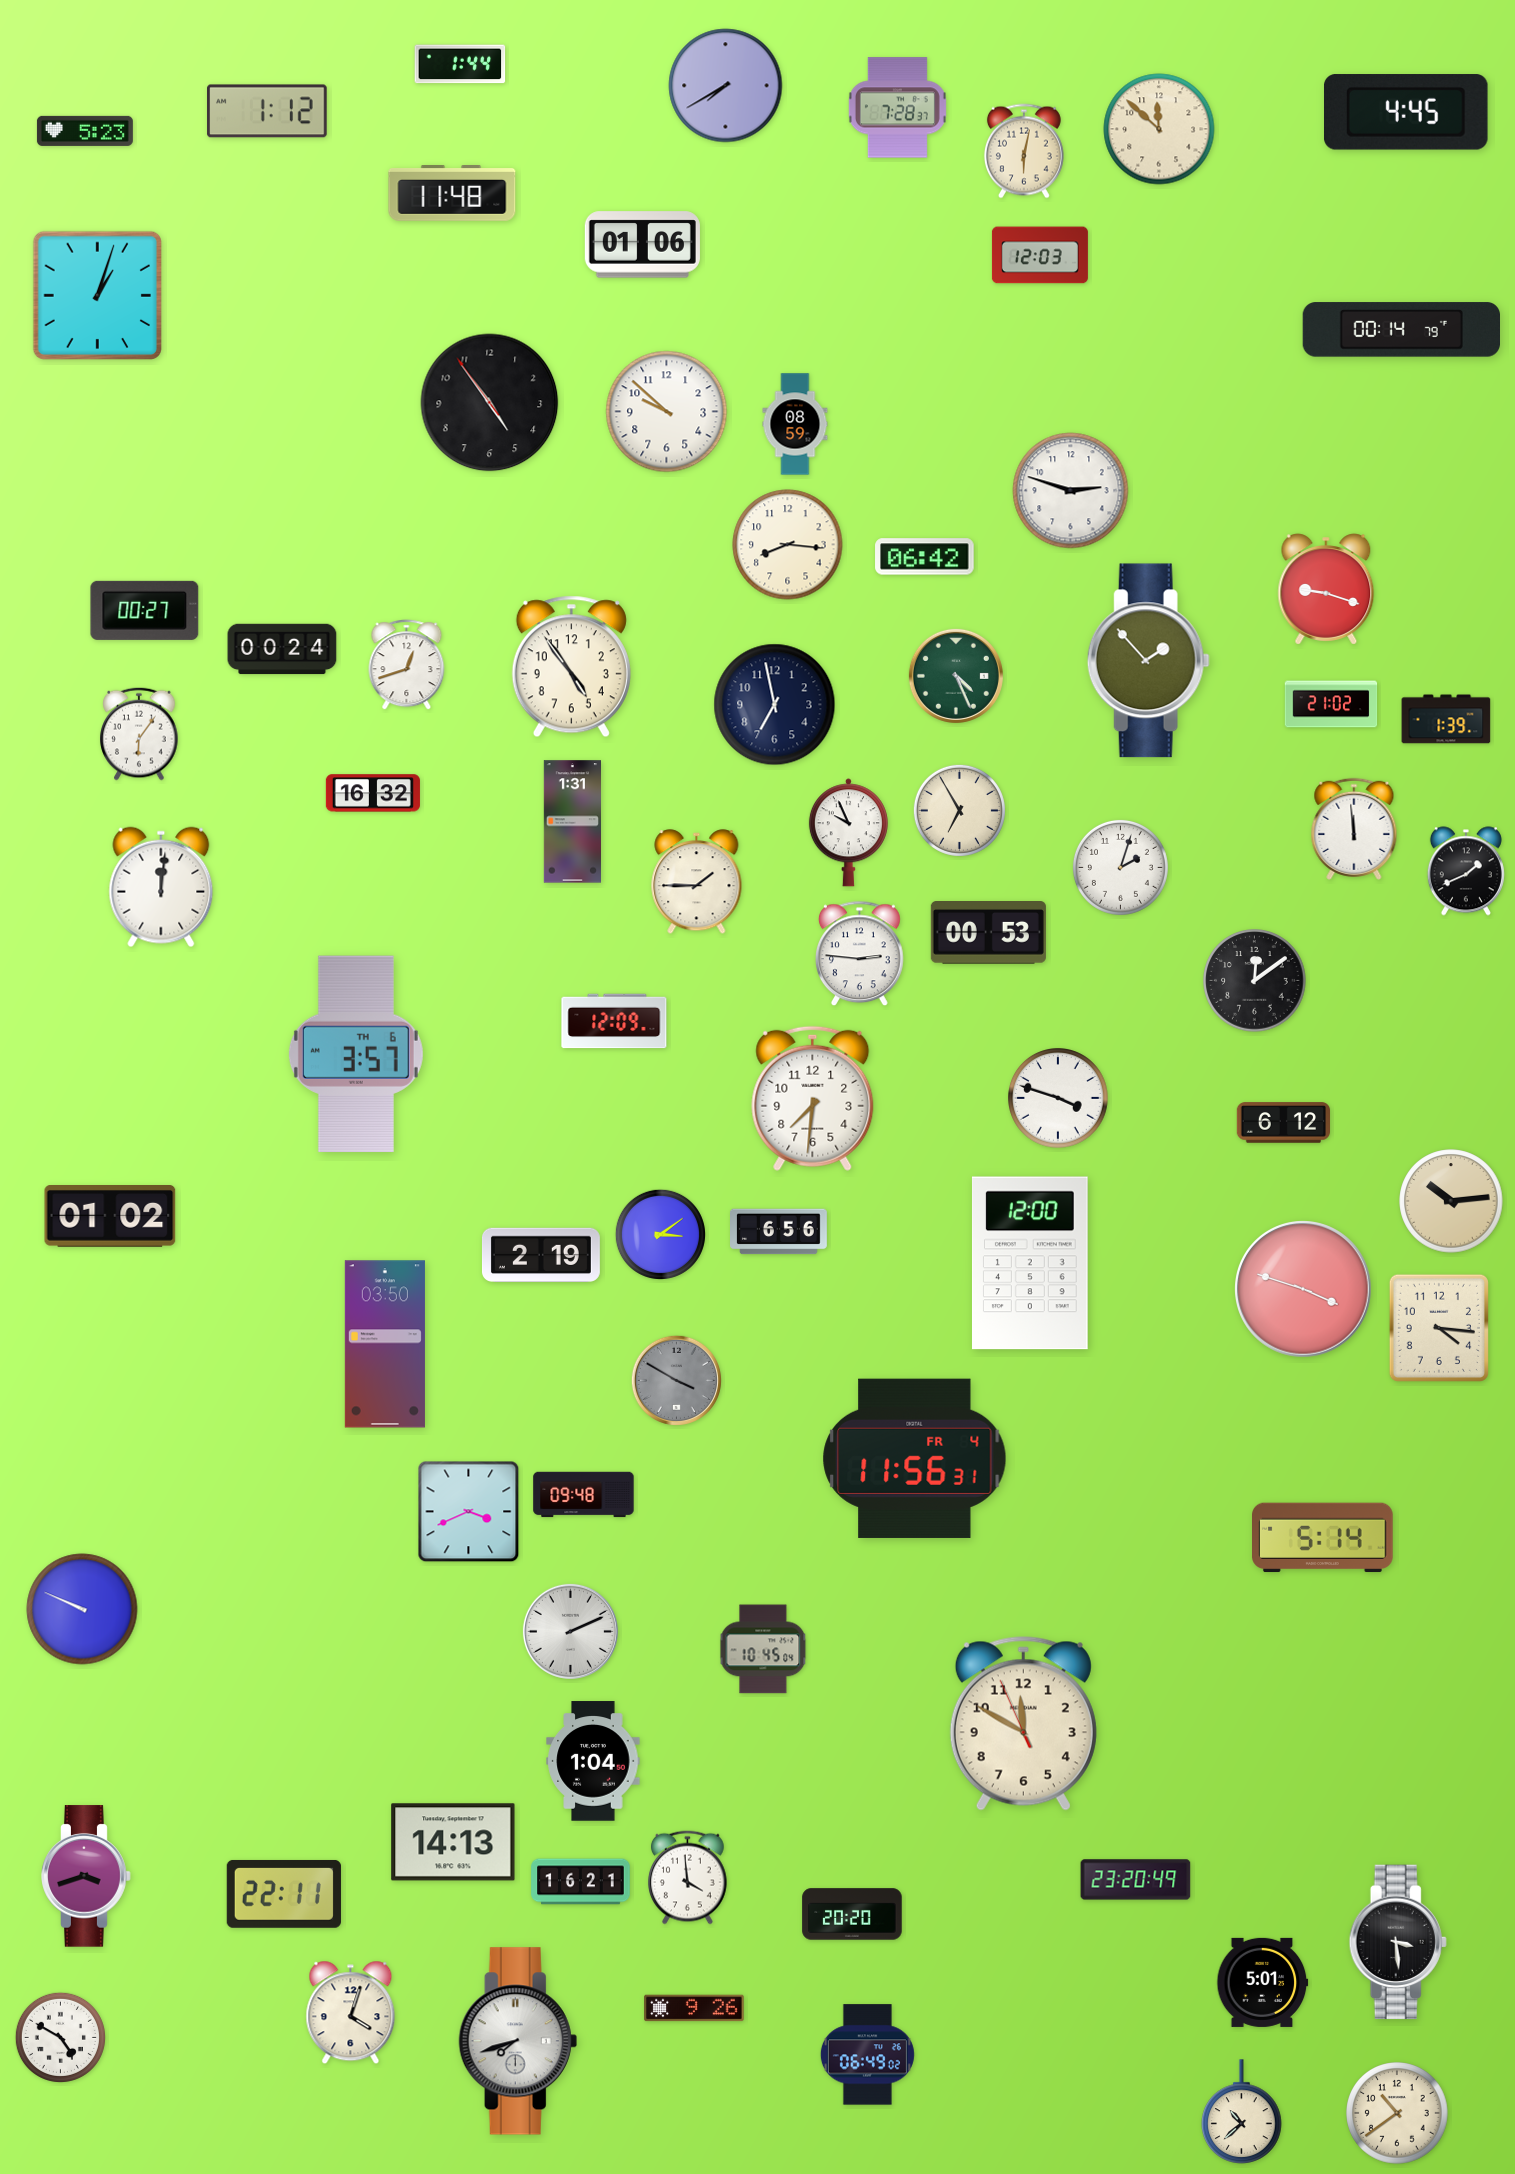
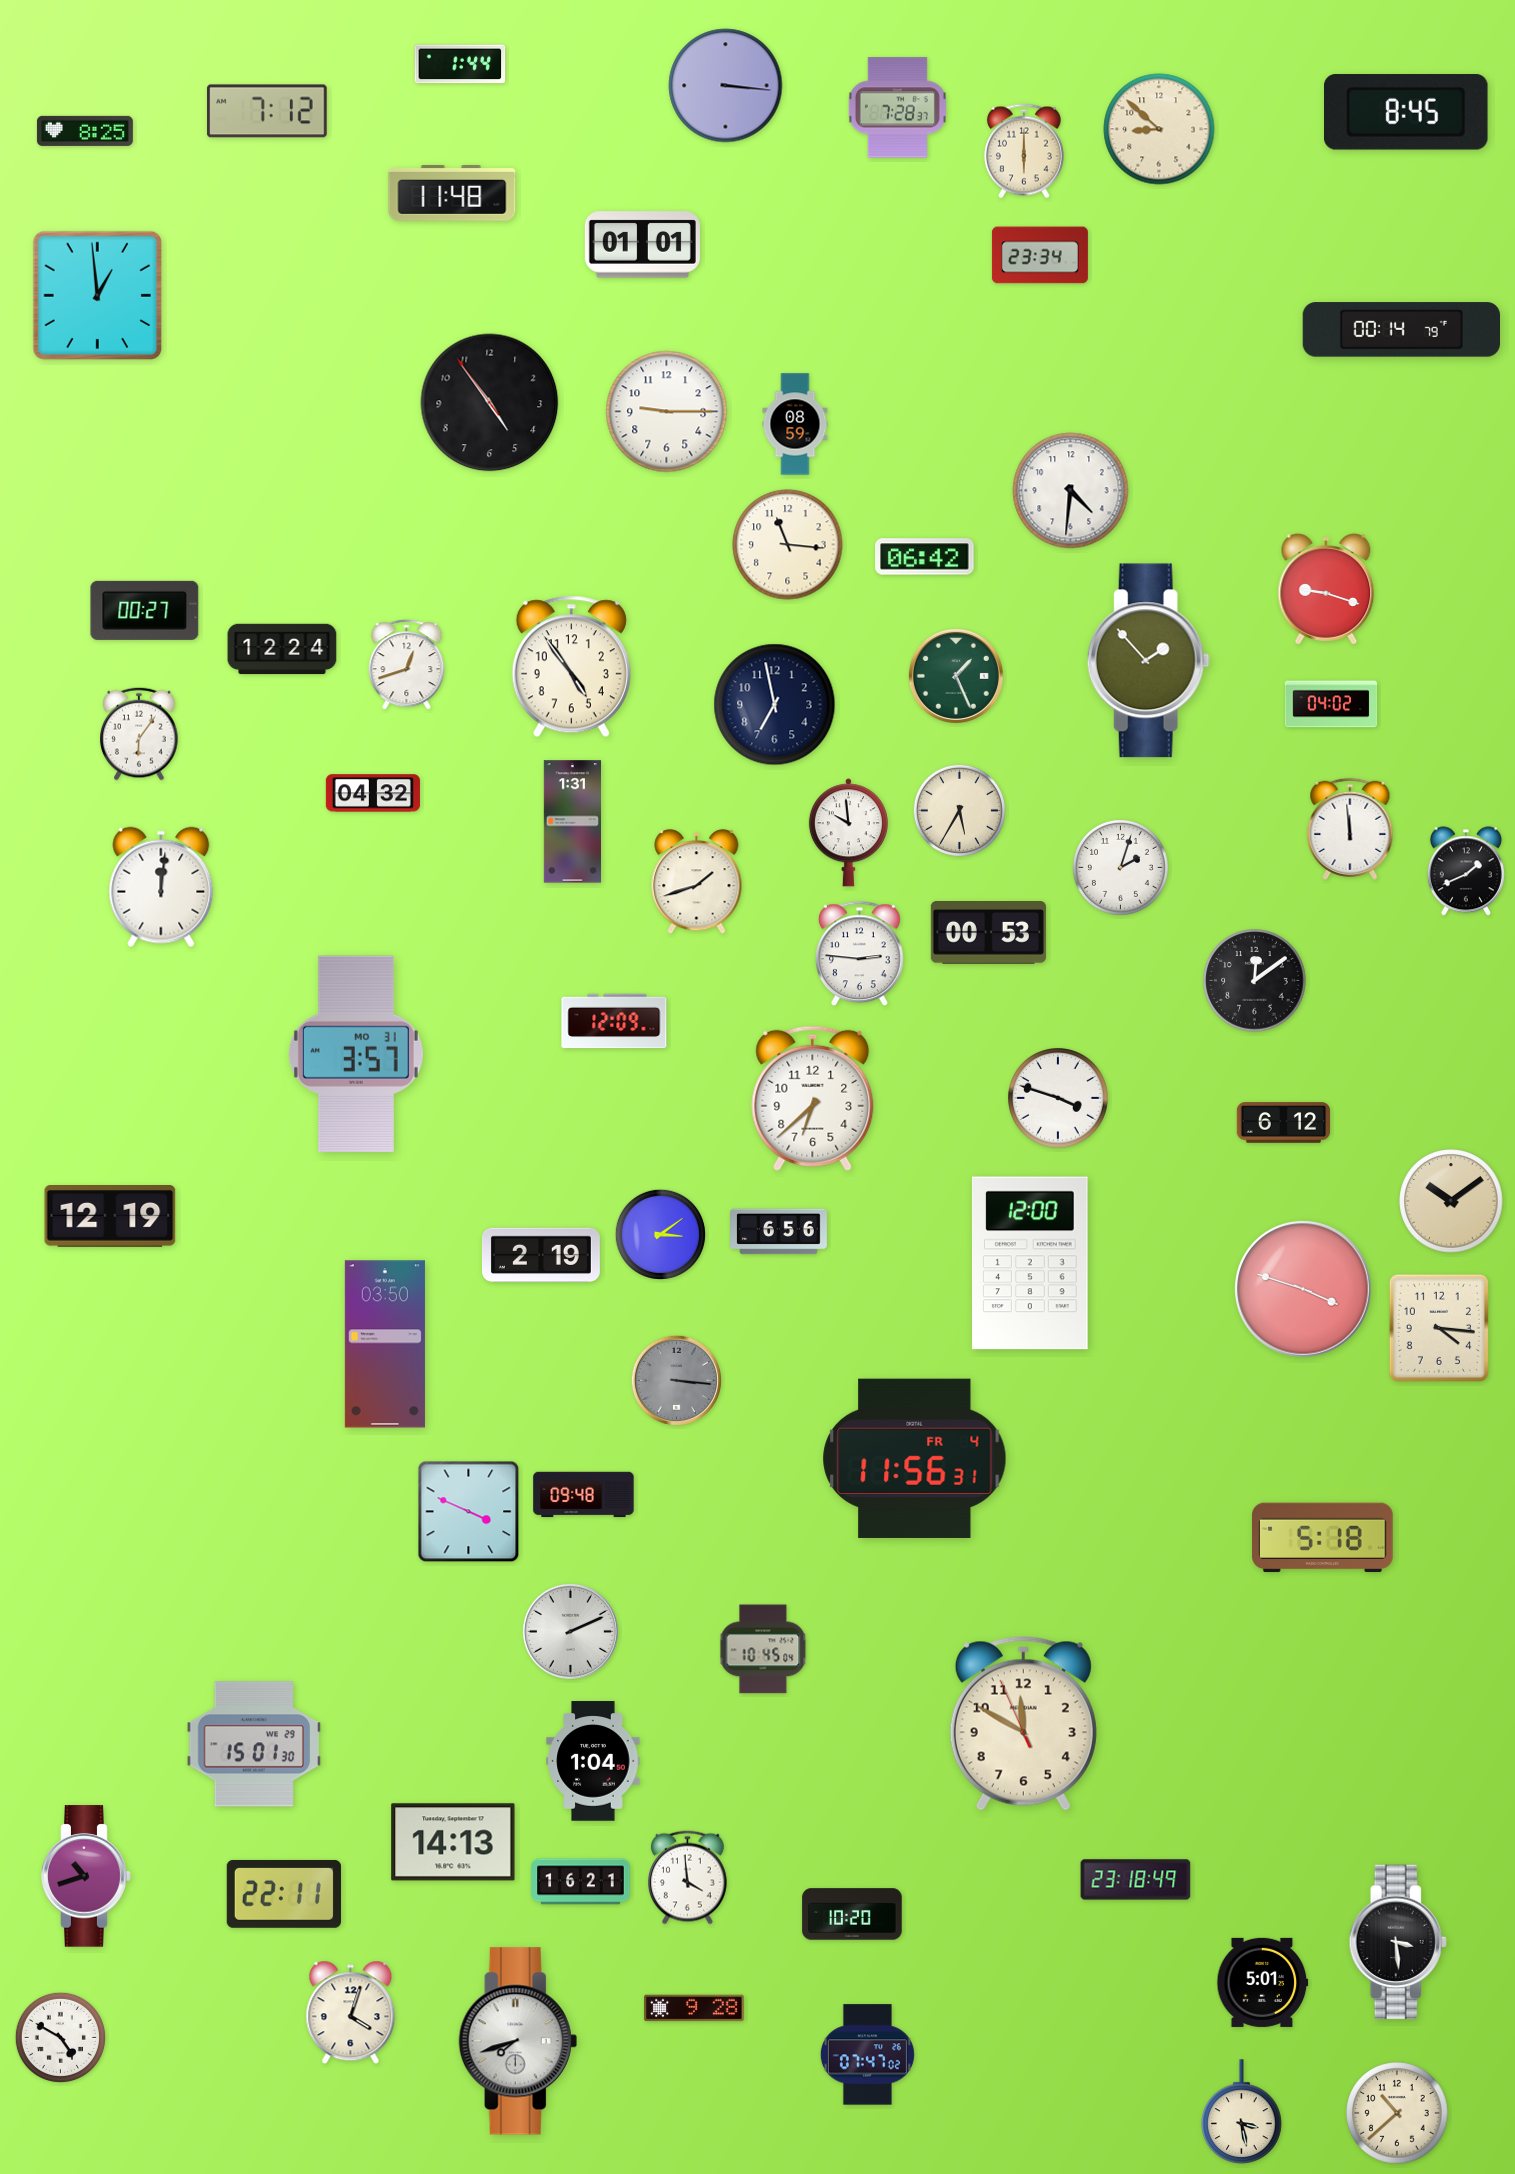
clock at (726, 86): 7:40 -> 3:16
clock at (267, 111): 1:12 -> 7:12
clock at (1407, 112): 4:45 -> 8:45
clock at (1159, 129): 11:52 -> 8:52
clock at (85, 131): 5:23 -> 8:25
clock at (1024, 151): 6:02 -> 6:00
clock at (642, 245): 01:06 -> 01:01
clock at (1040, 255): 12:03 -> 23:34
clock at (97, 295): 1:03 -> 12:59
clock at (667, 412): 9:52 -> 9:15
clock at (1071, 491): 2:48 -> 4:31
clock at (788, 545): 8:16 -> 11:16
clock at (282, 649): 00:24 -> 12:24
clock at (956, 676): 4:26 -> 1:26
clock at (1331, 704): 21:02 -> 04:02
clock at (1446, 719): 1:39 -> none
clock at (373, 793): 16:32 -> 04:32
clock at (959, 810): 6:55 -> 5:35
clock at (1354, 829) position: (1354, 829) -> (1350, 829)
clock at (848, 833): 9:56 -> 9:59
clock at (697, 882): 1:45 -> 1:42
clock at (356, 1054) date: TH 6 -> MO 31
clock at (813, 1098): 7:31 -> 6:38
clock at (1451, 1201): 10:14 -> 10:09
clock at (110, 1217): 01:02 -> 12:19
clock at (676, 1380): 3:50 -> 3:16
clock at (469, 1512): 3:41 -> 3:49
clock at (1323, 1538): 5:14 -> 5:18
clock at (82, 1609): 9:49 -> none
clock at (253, 1744): none -> 15:01
clock at (86, 1876): 3:42 -> 10:42
clock at (1136, 1880): 23:20 -> 23:18
clock at (852, 1914): 20:20 -> 10:20
clock at (694, 2008): 9:26 -> 9:28
clock at (867, 2055): 06:49 -> 07:47
clock at (1242, 2112): 10:38 -> 3:28
clock at (1397, 2113): 10:39 -> 10:38
